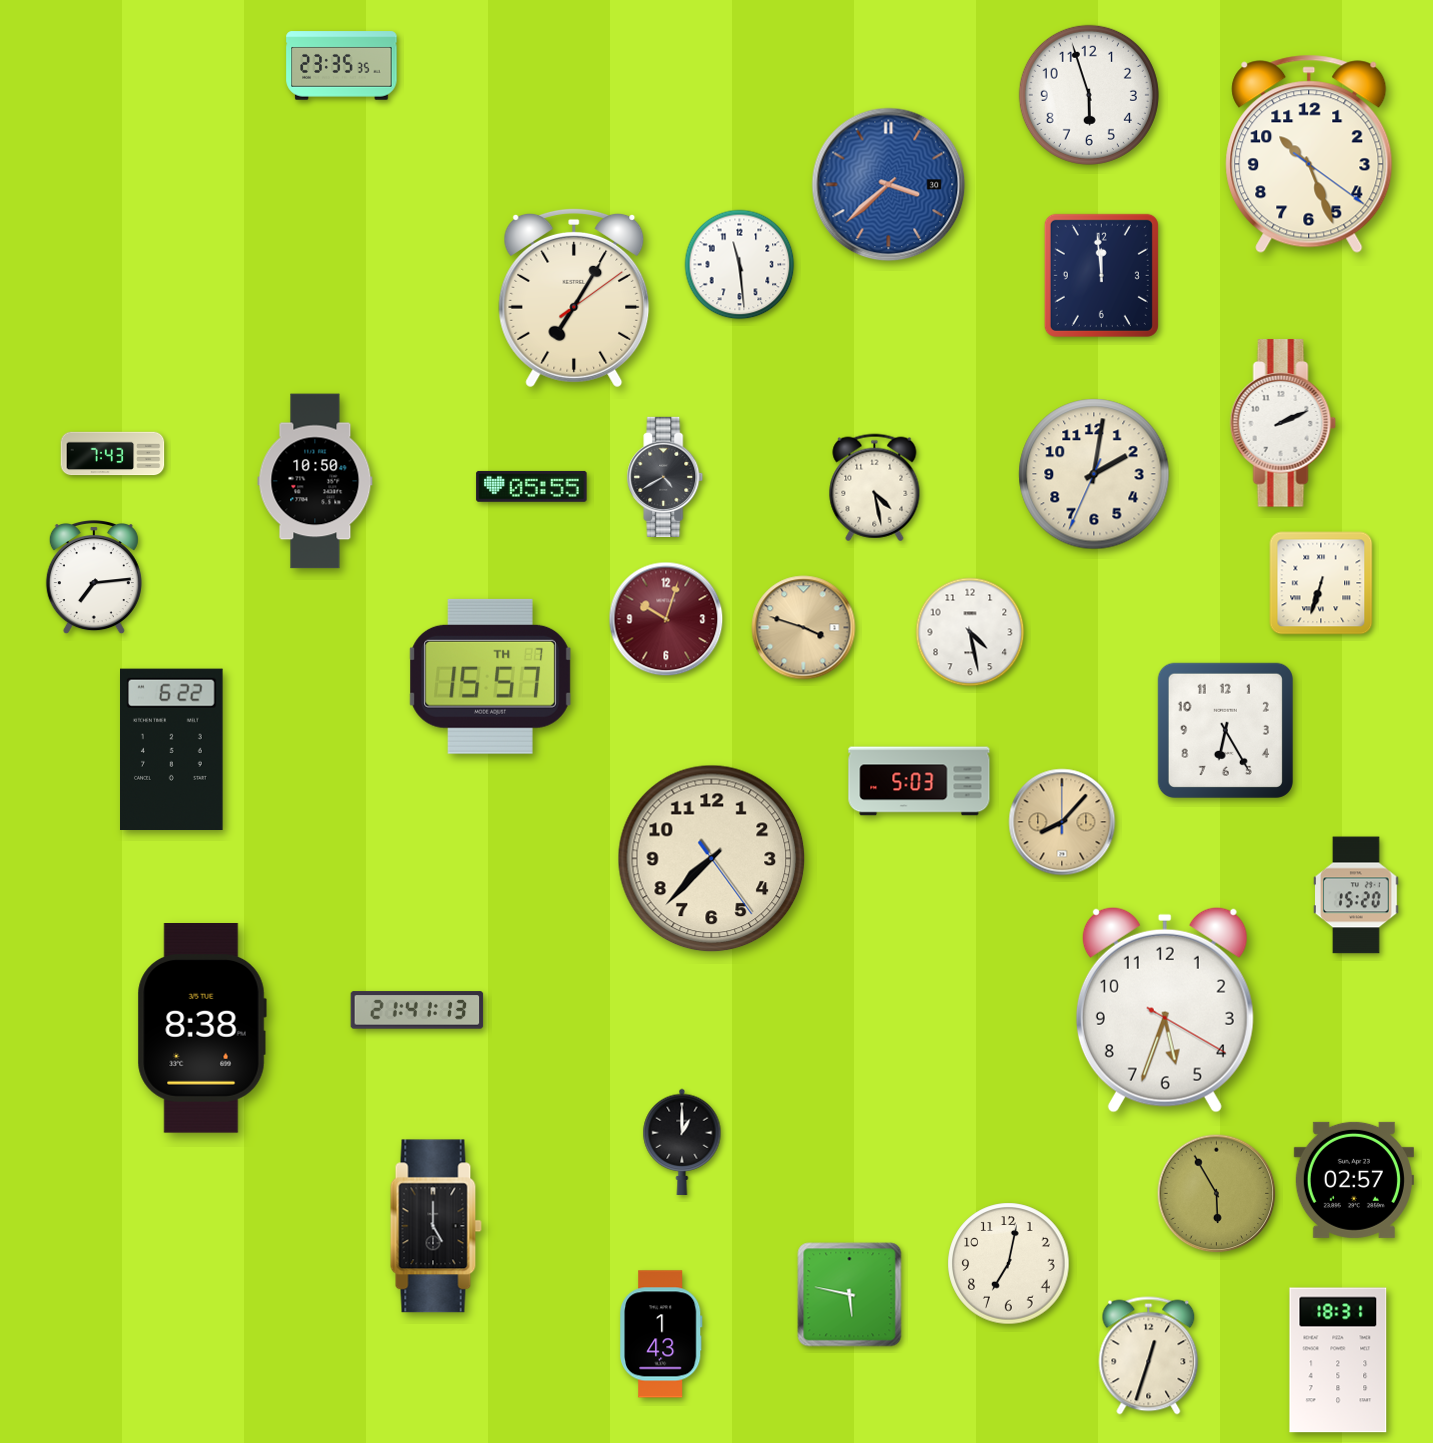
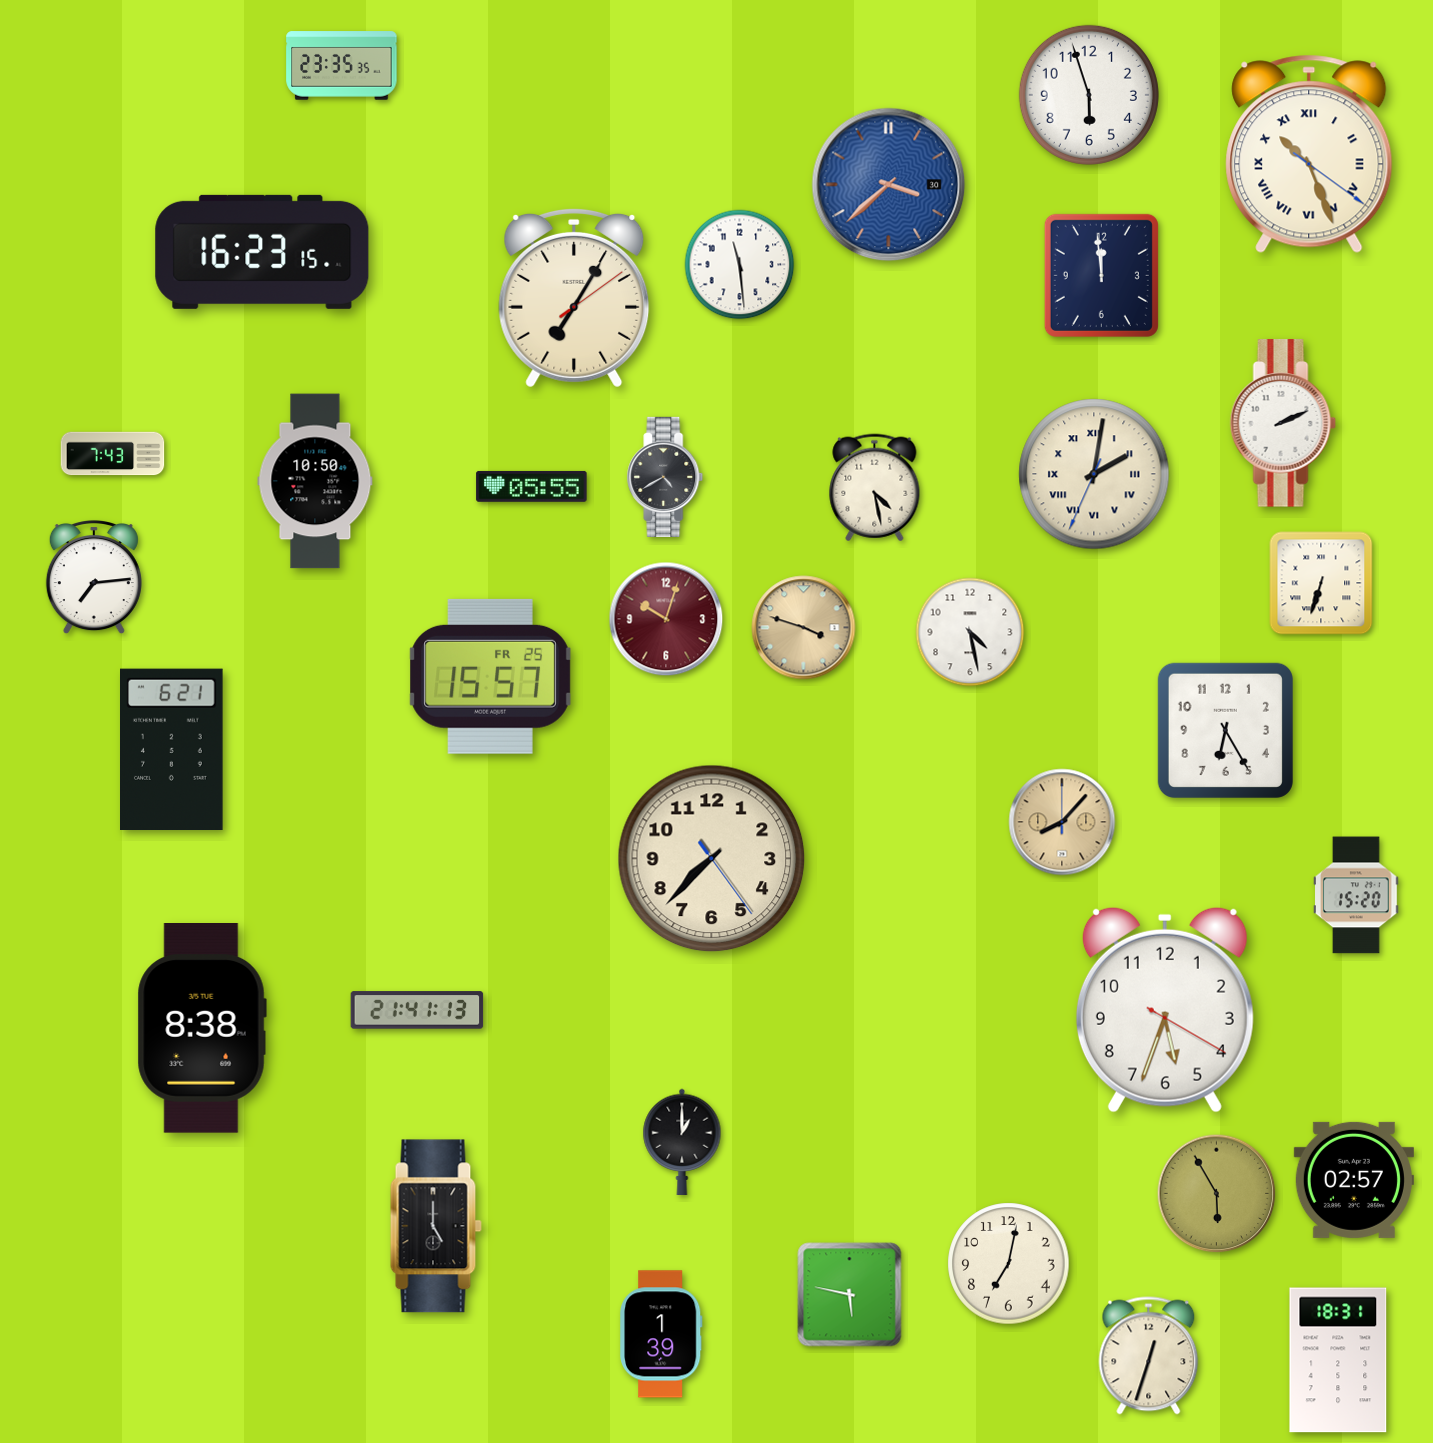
clock at (1309, 154) numerals: Arabic -> Roman
clock at (262, 252): none -> 16:23
clock at (1094, 474) numerals: Arabic -> Roman
clock at (491, 676) date: TH 7 -> FR 25
clock at (172, 749): 6:22 -> 6:21
clock at (919, 781): 5:03 -> none
clock at (662, 1334): 1:43 -> 1:39
